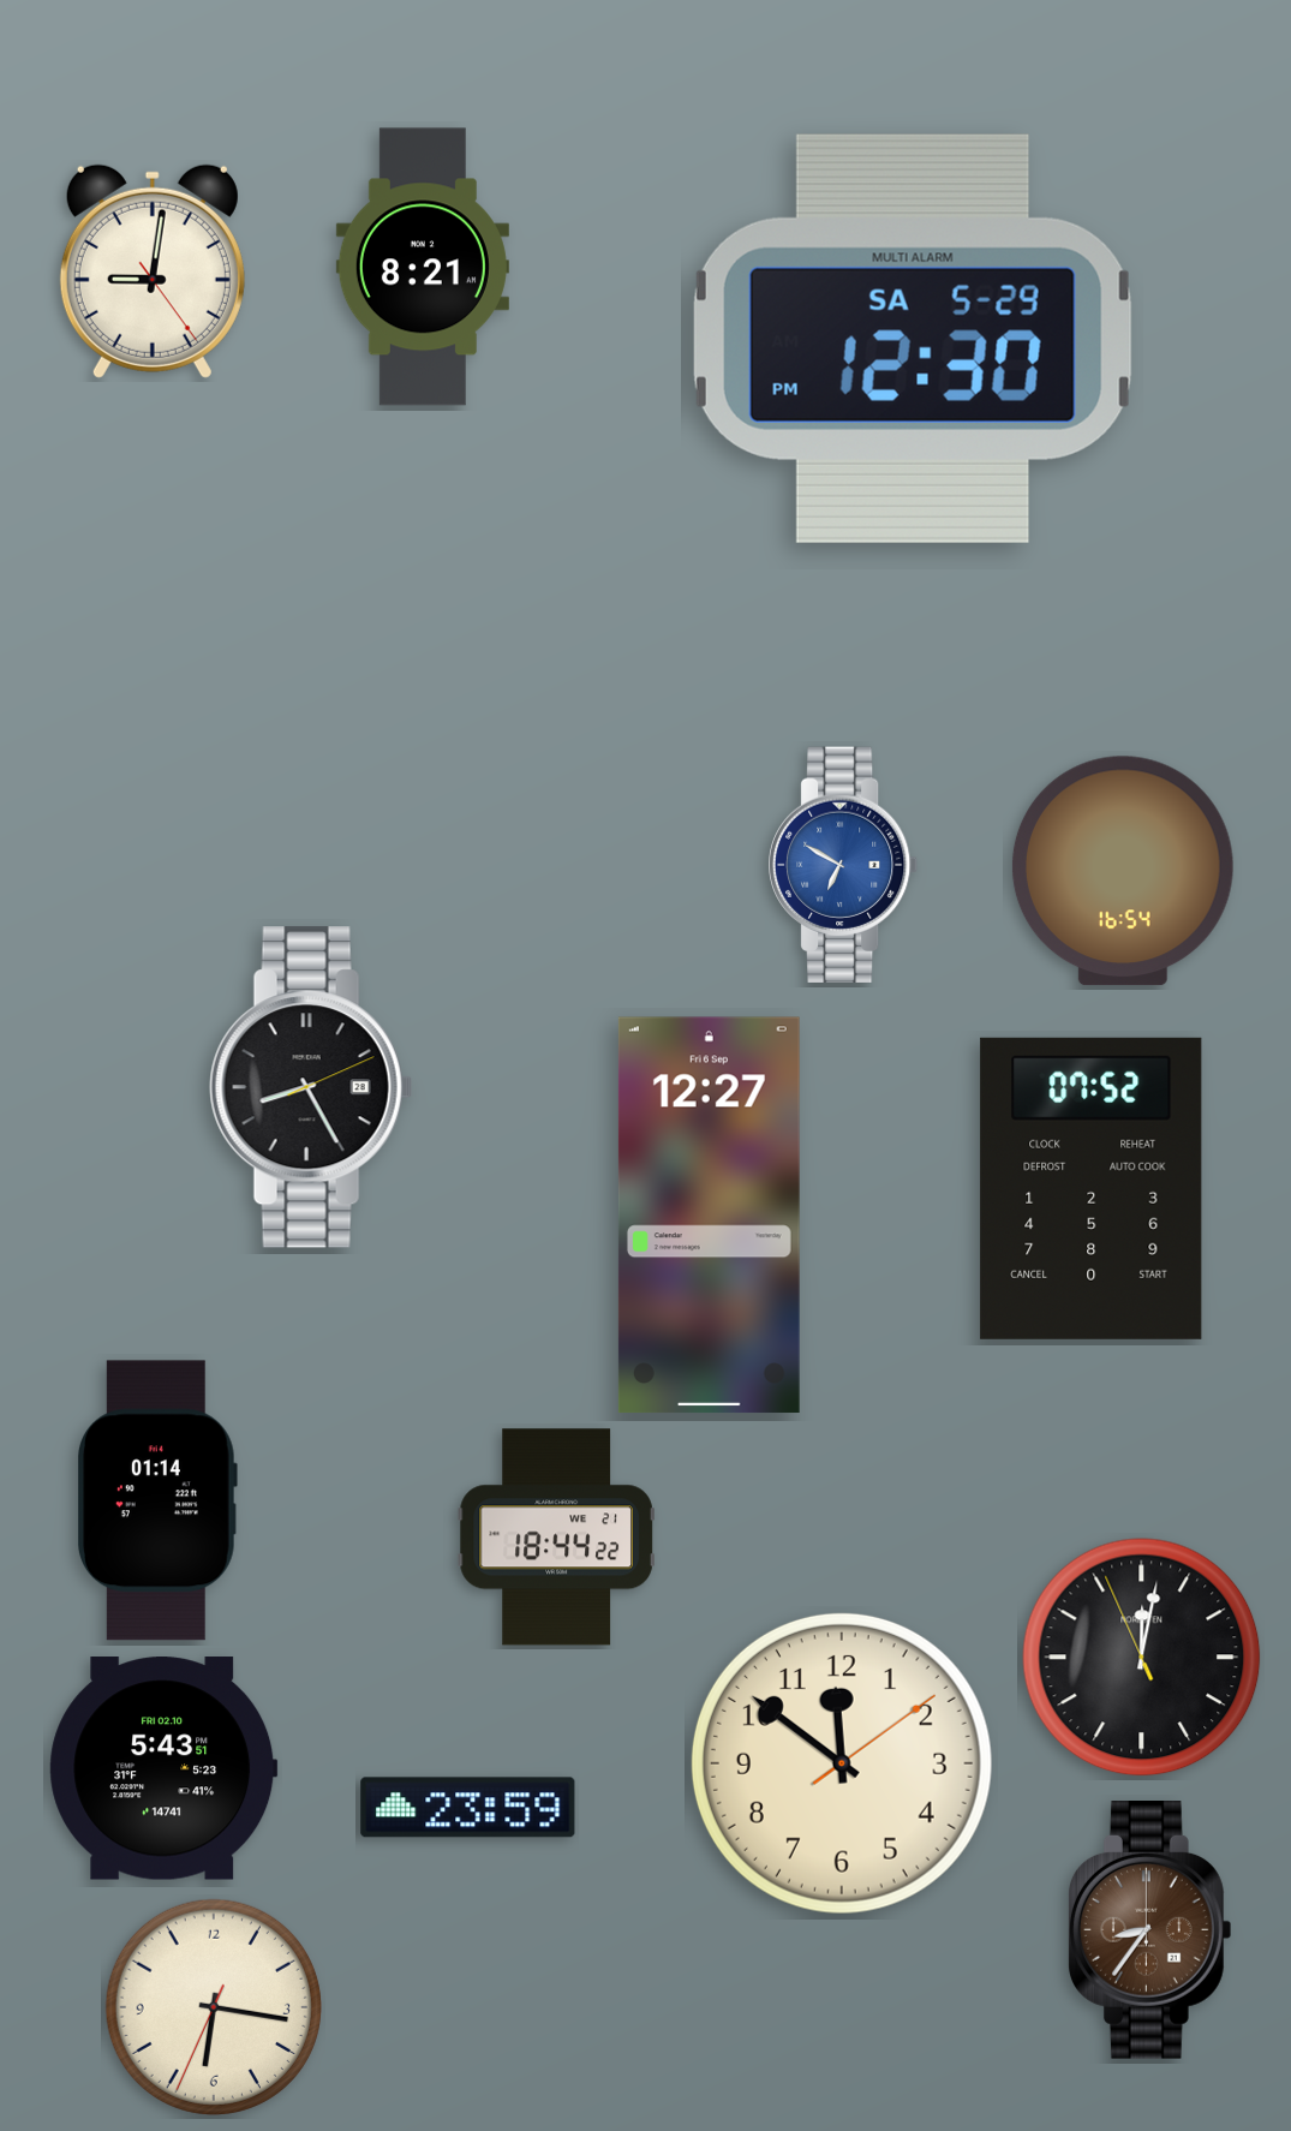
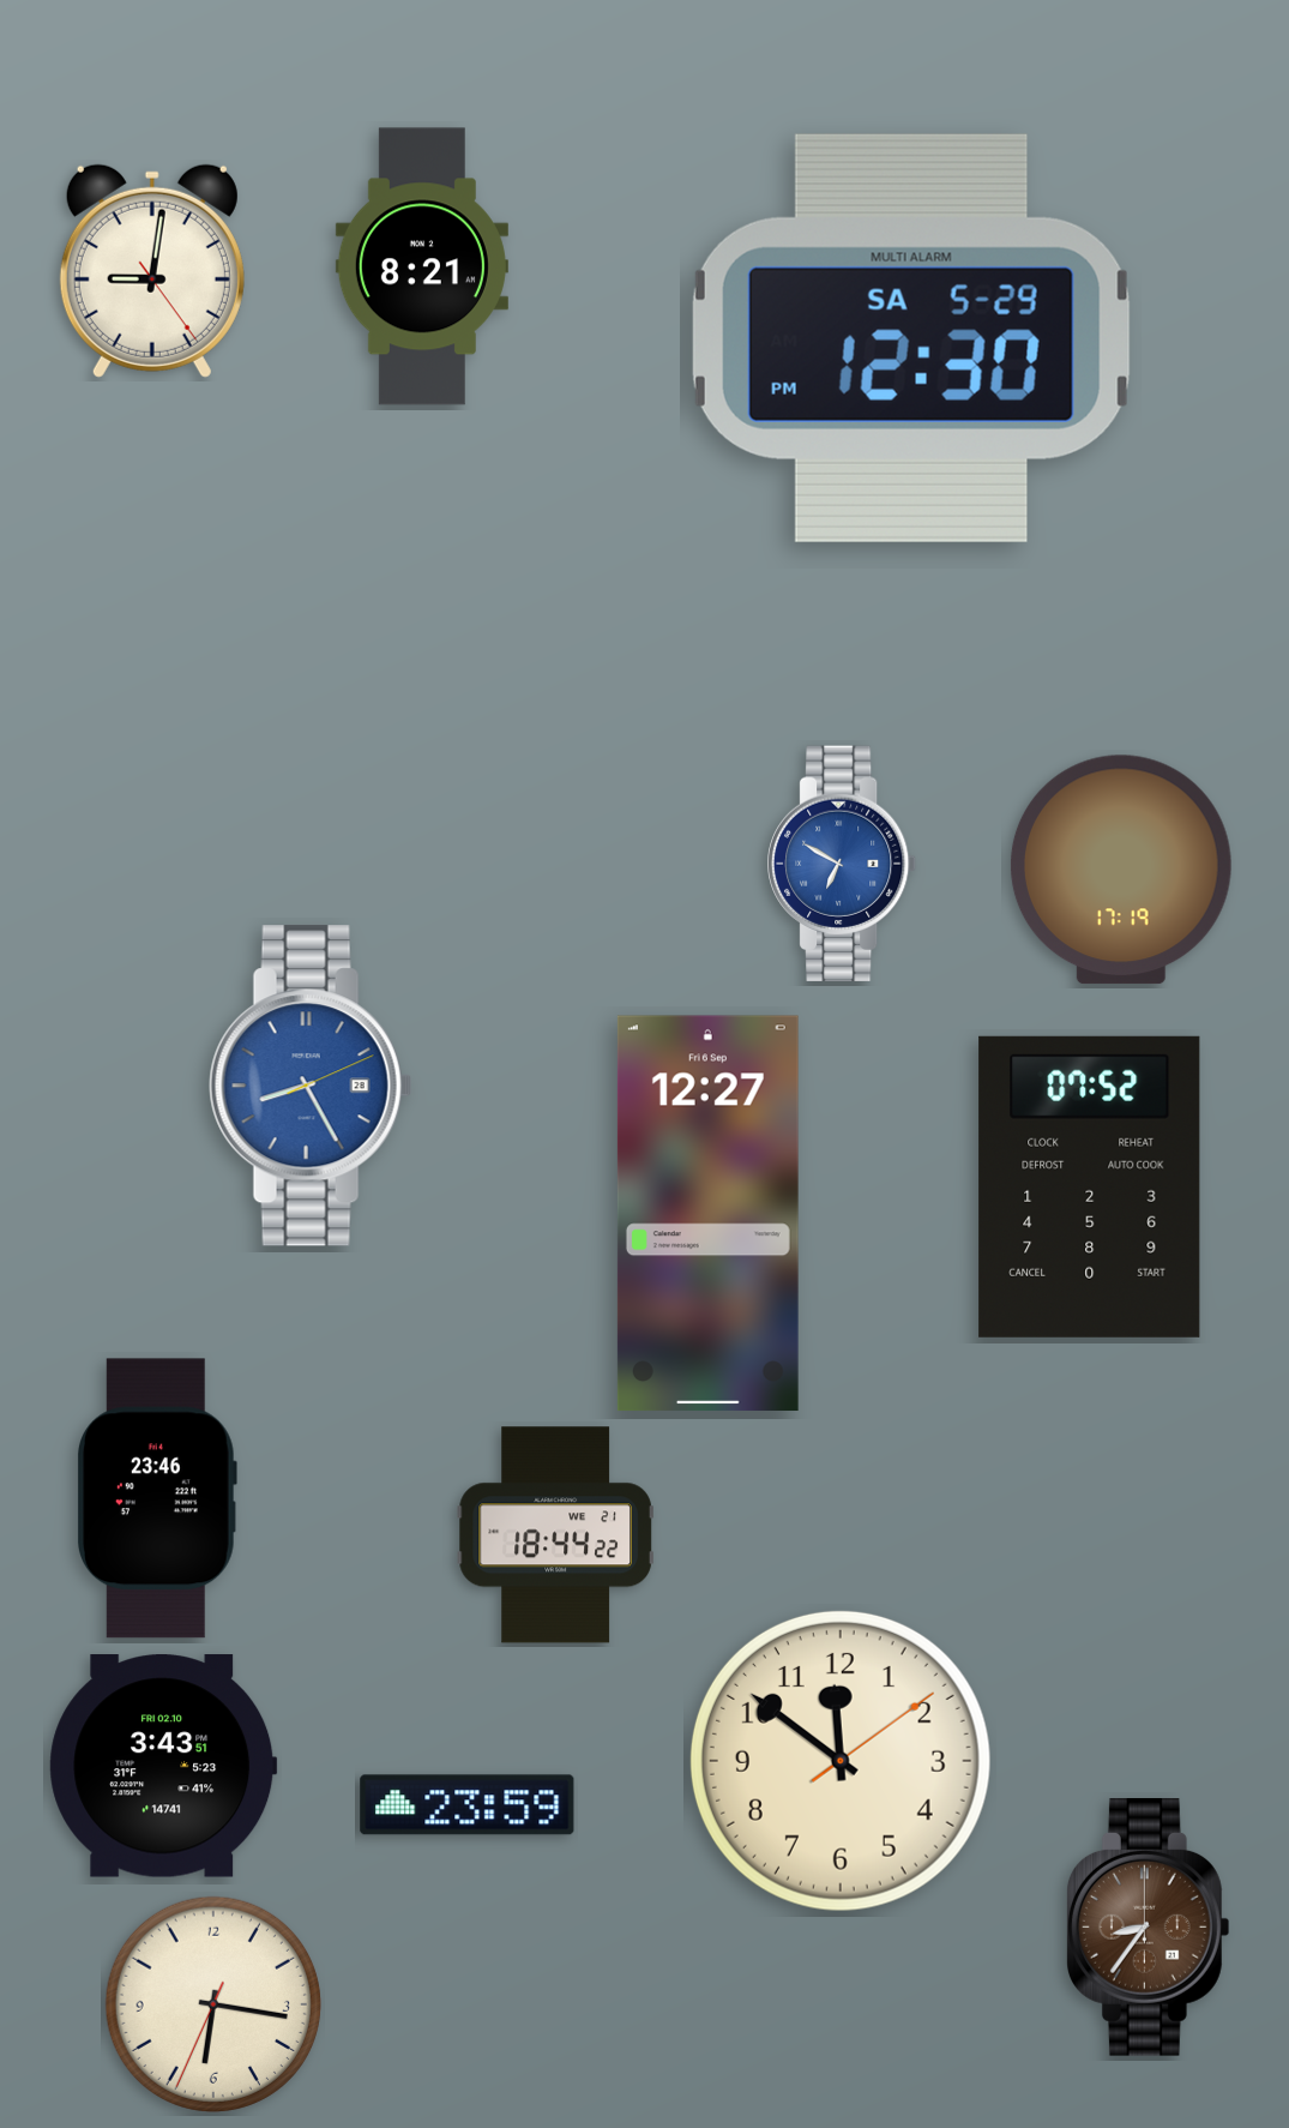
clock at (1123, 871): 16:54 -> 17:19
clock at (311, 1087) dial: black -> blue
clock at (157, 1500): 01:14 -> 23:46
clock at (1142, 1658): 12:01 -> none
clock at (163, 1768): 5:43 -> 3:43
